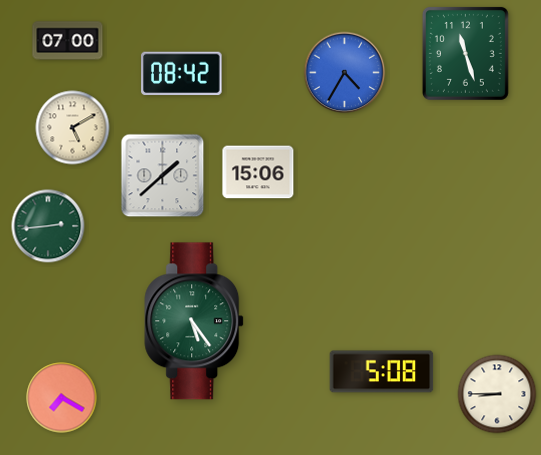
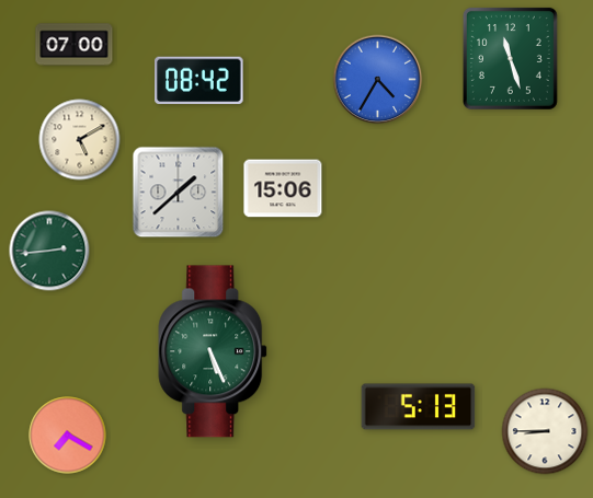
clock at (48, 226) position: (48, 226) -> (49, 251)
clock at (195, 321): 5:24 -> 5:26
clock at (382, 372): 5:08 -> 5:13
